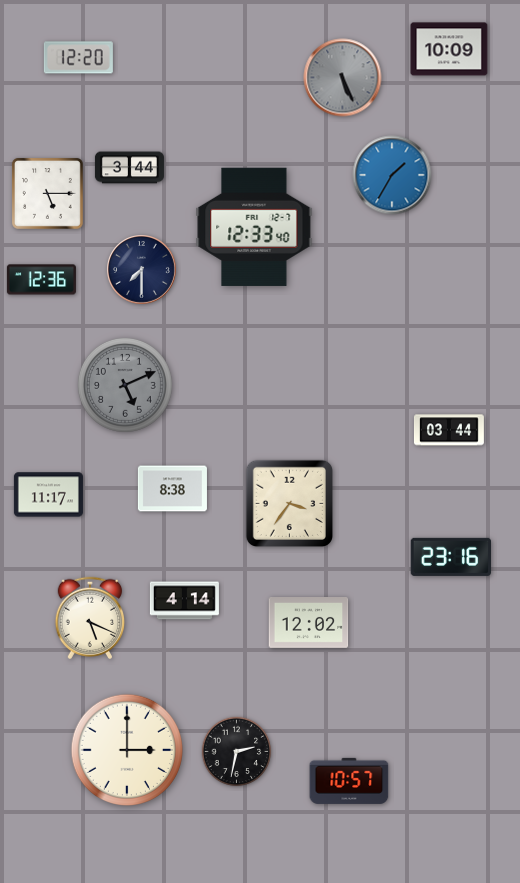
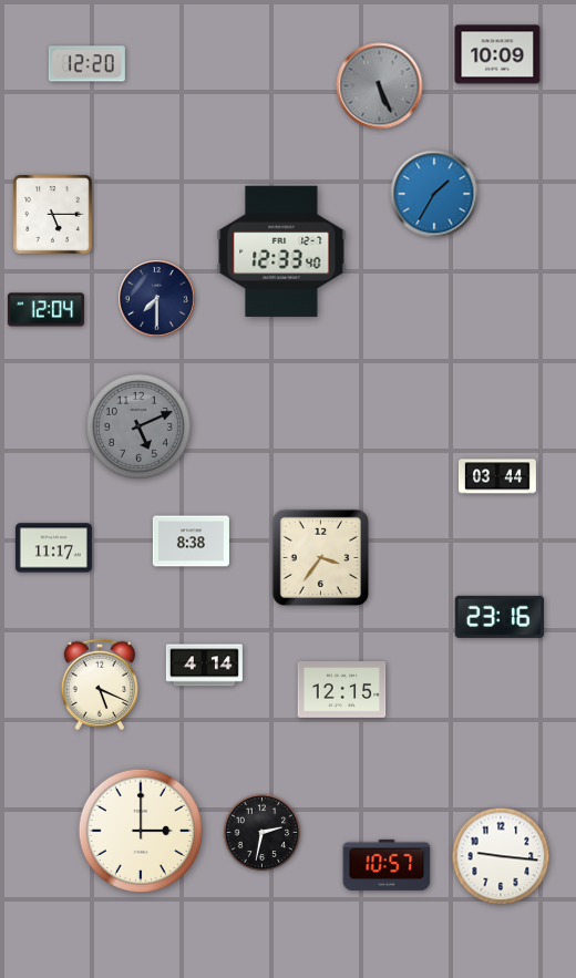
clock at (129, 168): 3:44 -> none
clock at (41, 280): 12:36 -> 12:04
clock at (309, 623): 12:02 -> 12:15
clock at (501, 856): none -> 9:16
